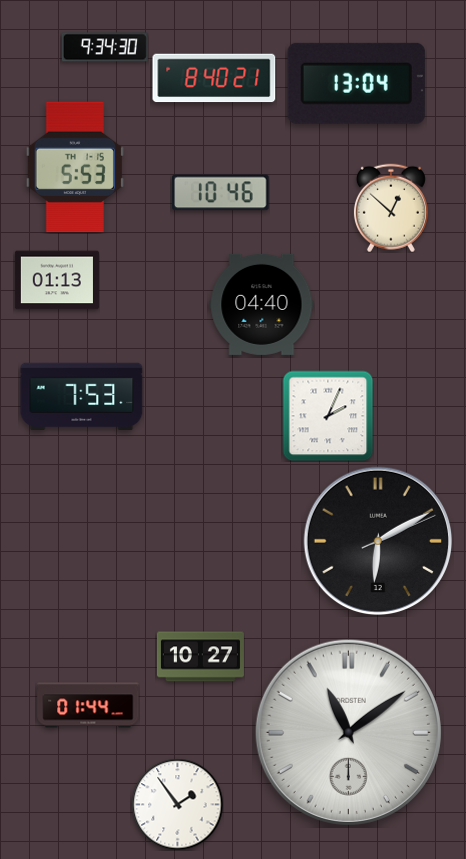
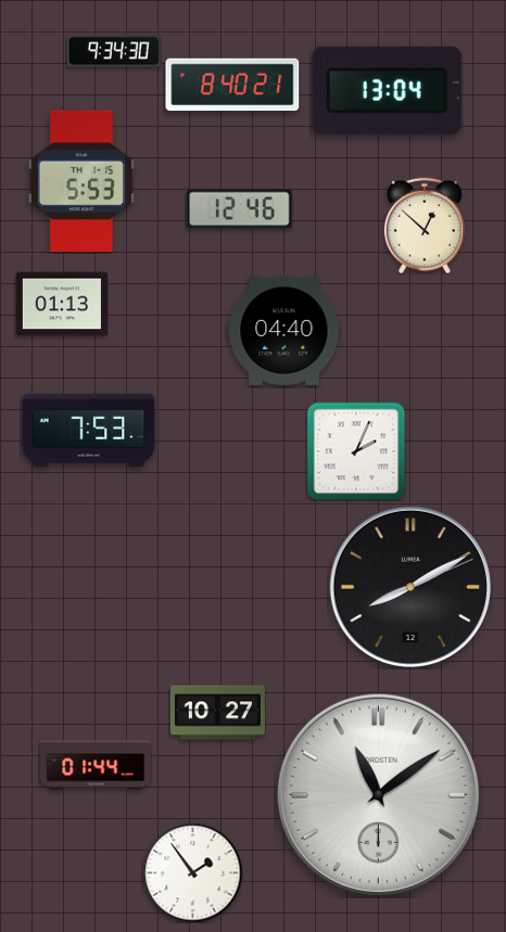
clock at (221, 193): 10:46 -> 12:46
clock at (378, 541): 6:10 -> 8:10
